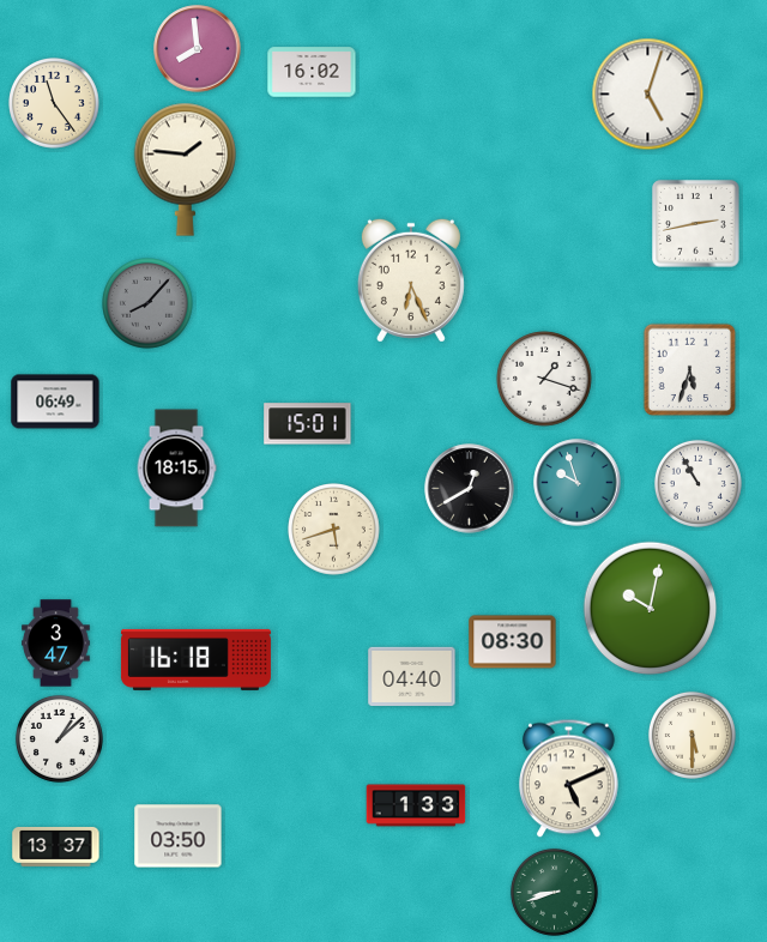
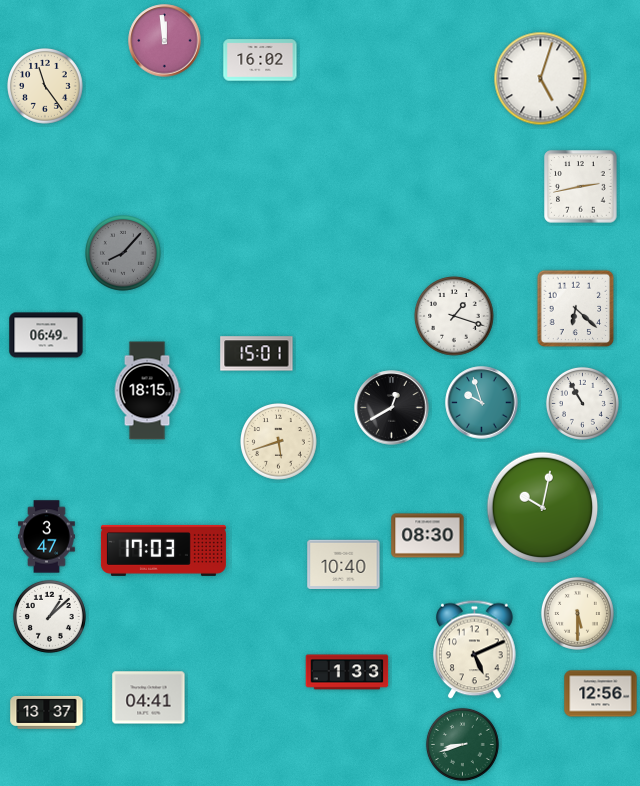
clock at (198, 49): 7:59 -> 11:59
clock at (186, 169): 1:46 -> none
clock at (411, 280): 6:26 -> none
clock at (690, 370): 5:33 -> 6:22
clock at (195, 659): 16:18 -> 17:03
clock at (412, 677): 04:40 -> 10:40
clock at (601, 694): none -> 12:56
clock at (179, 837): 03:50 -> 04:41
clock at (56, 846) position: (56, 846) -> (47, 712)
